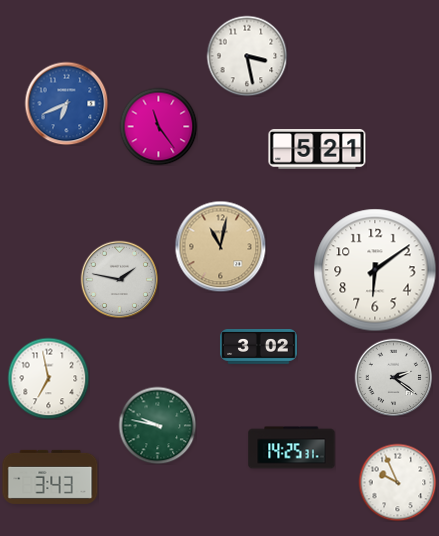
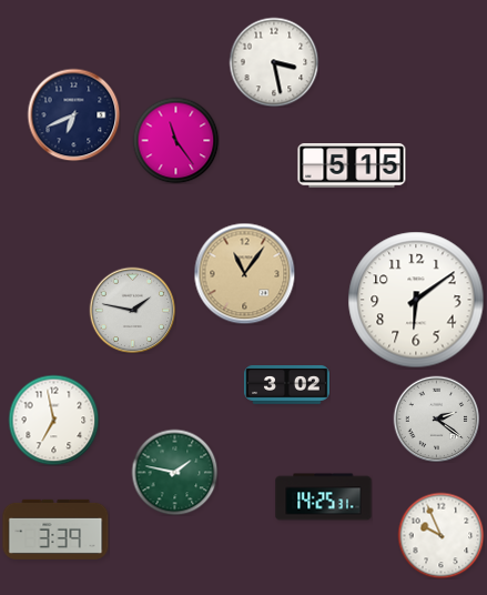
clock at (66, 103) dial: blue -> navy
clock at (317, 150): 5:21 -> 5:15
clock at (220, 246): 11:02 -> 11:06
clock at (157, 425): 9:47 -> 1:47
clock at (50, 477): 3:43 -> 3:39
